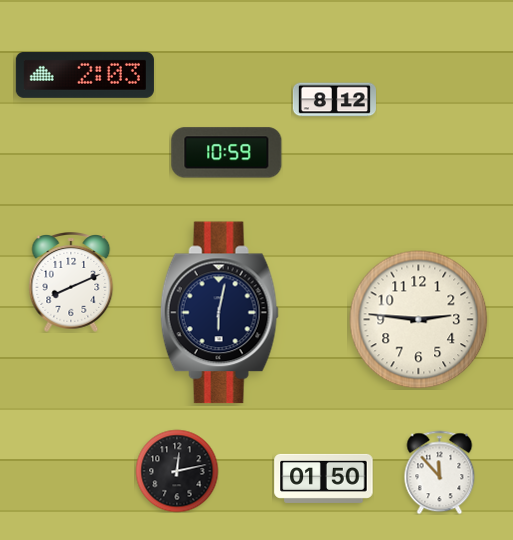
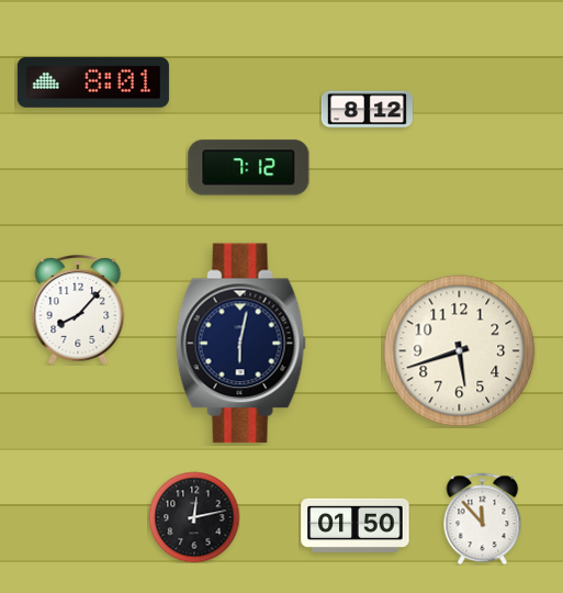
clock at (85, 75): 2:03 -> 8:01
clock at (227, 153): 10:59 -> 7:12
clock at (71, 283): 8:11 -> 8:07
clock at (419, 320): 2:46 -> 5:42
